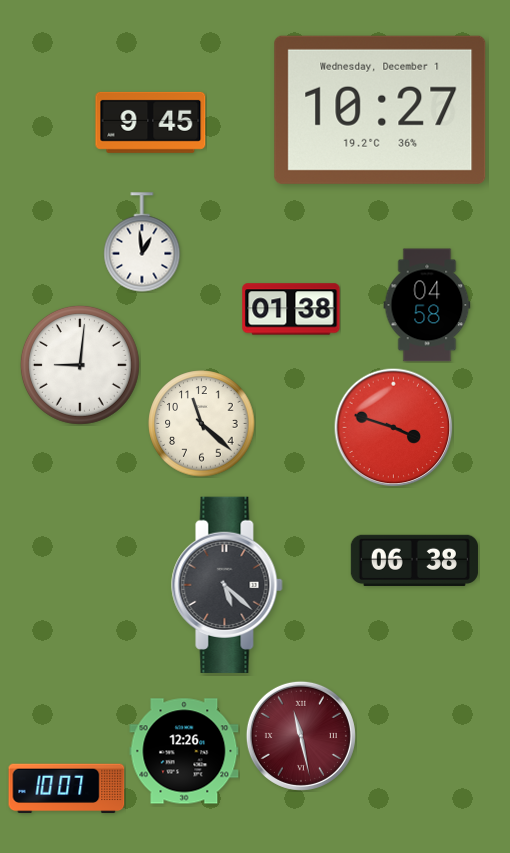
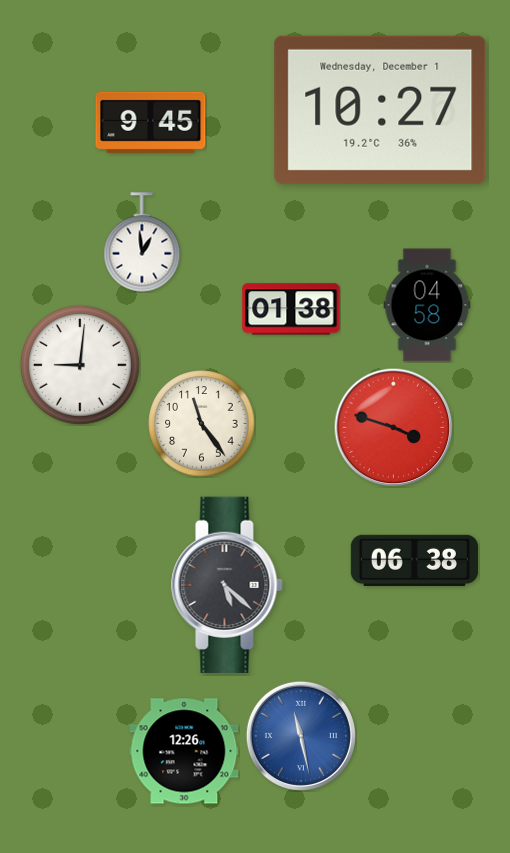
clock at (202, 424): 11:22 -> 11:24
clock at (301, 736) dial: burgundy -> blue
clock at (67, 789): 10:07 -> none
